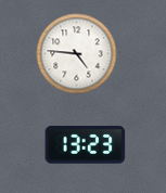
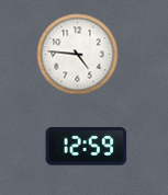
clock at (86, 145): 13:23 -> 12:59
